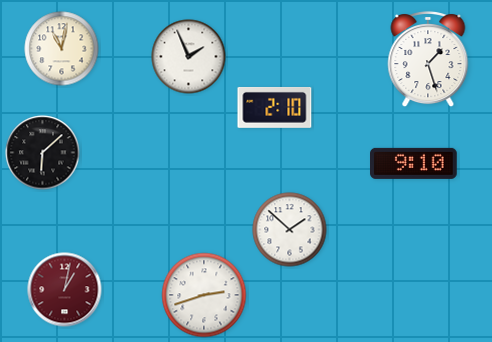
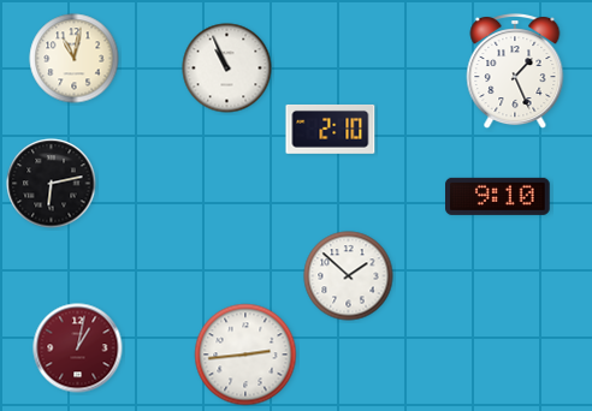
clock at (189, 57): 1:56 -> 10:56
clock at (428, 59): 1:27 -> 1:26
clock at (43, 153): 6:08 -> 6:13
clock at (204, 295): 2:42 -> 2:44
